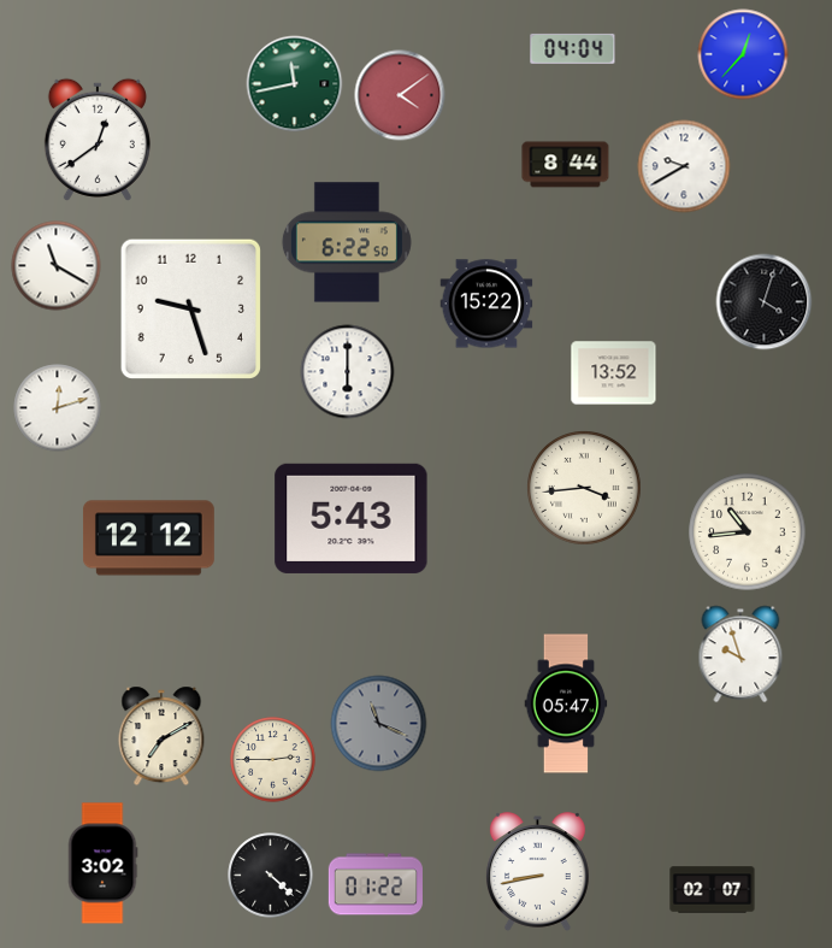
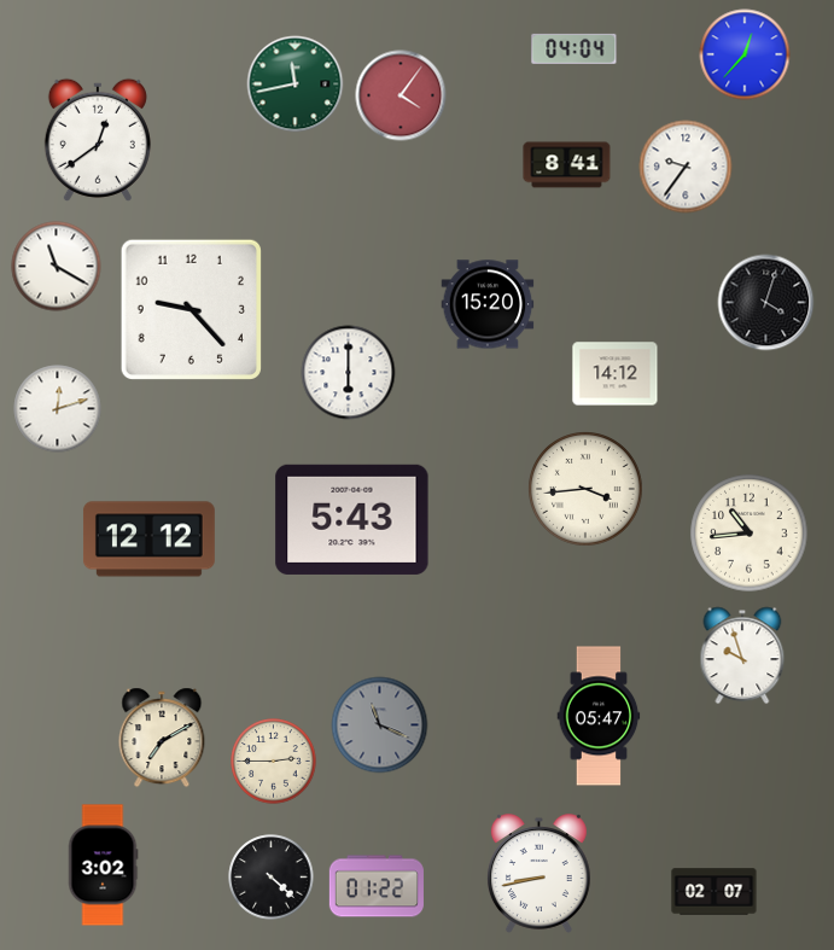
clock at (400, 95): 4:09 -> 4:06
clock at (566, 165): 8:44 -> 8:41
clock at (684, 166): 9:40 -> 9:36
clock at (347, 242): 6:22 -> none
clock at (486, 304): 15:22 -> 15:20
clock at (190, 308): 9:27 -> 9:23
clock at (614, 373): 13:52 -> 14:12
clock at (566, 703) position: (566, 703) -> (599, 716)
